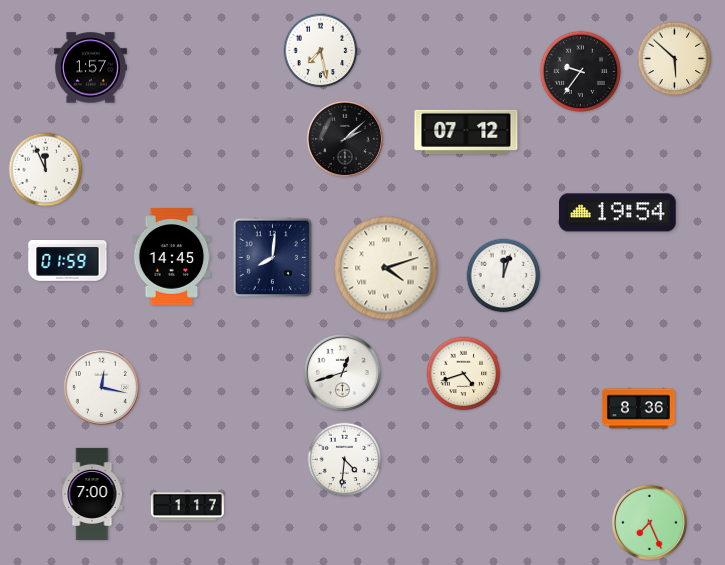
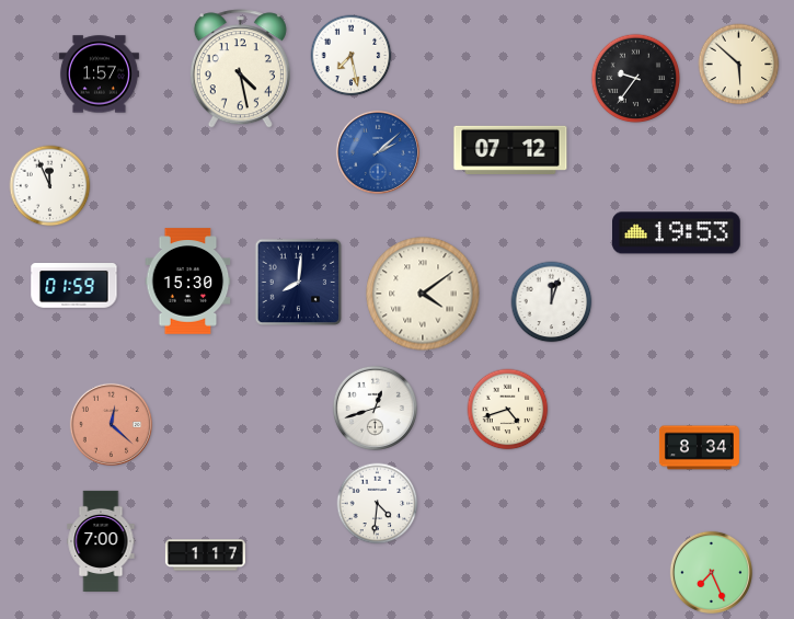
clock at (240, 69): none -> 4:28
clock at (466, 131) position: (466, 131) -> (510, 149)
clock at (345, 139) dial: black -> blue
clock at (618, 213): 19:54 -> 19:53
clock at (172, 257): 14:45 -> 15:30
clock at (386, 268): 4:12 -> 4:09
clock at (101, 387): 12:17 -> 12:22
clock at (101, 387) dial: white -> salmon
clock at (638, 409): 8:36 -> 8:34
